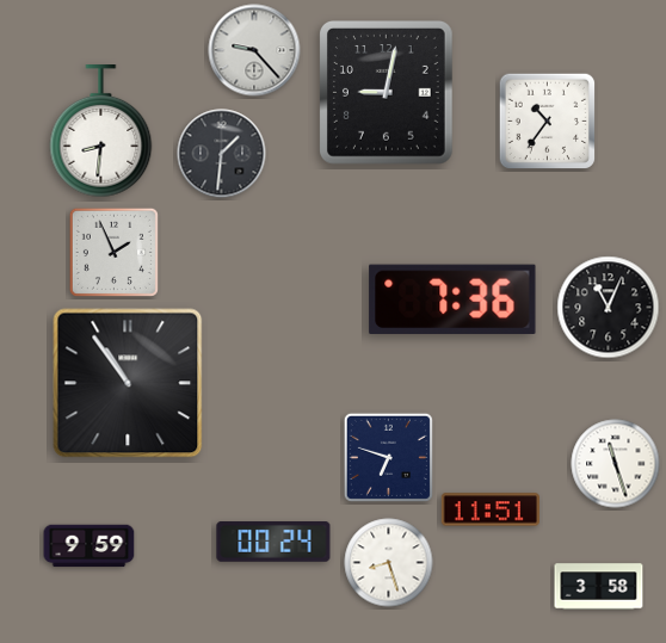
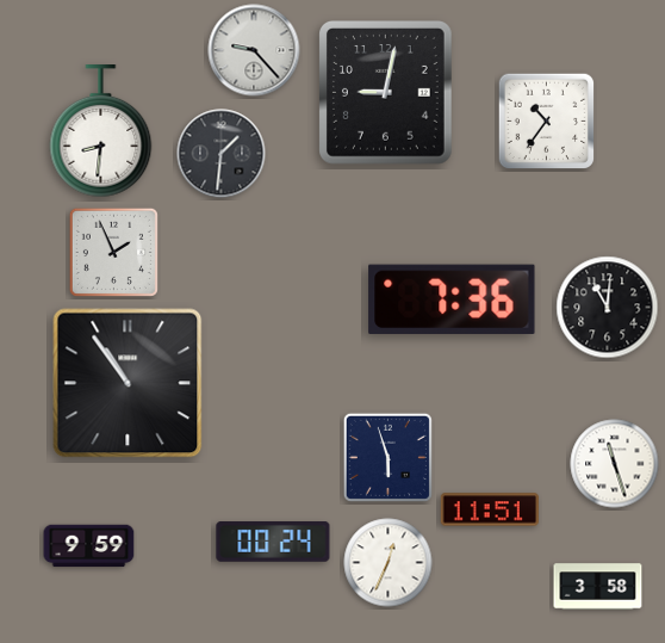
clock at (609, 308): 11:04 -> 11:01
clock at (388, 457): 6:48 -> 5:57
clock at (389, 563): 8:27 -> 12:34
